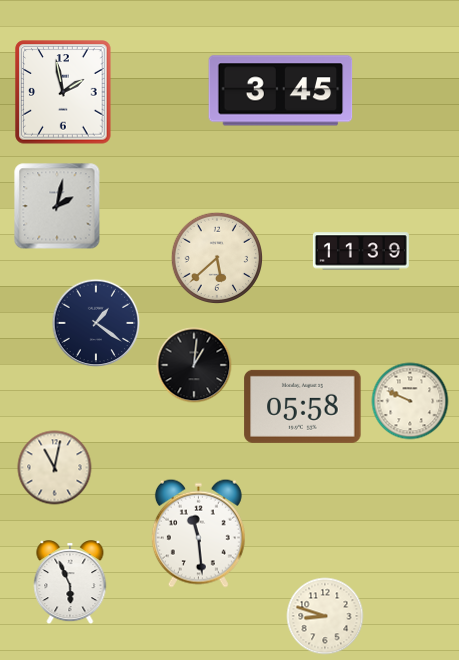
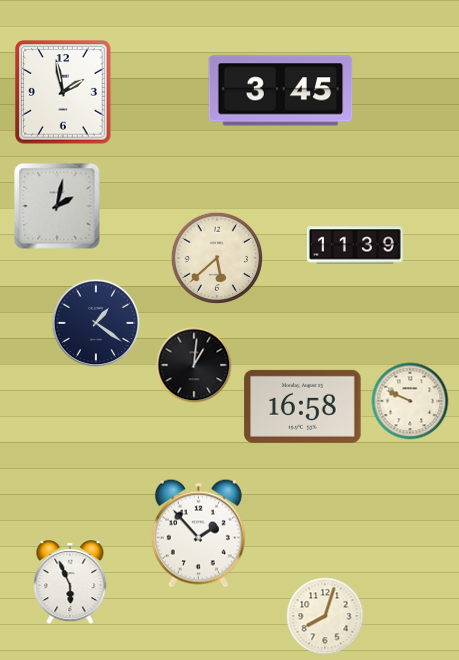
clock at (361, 251) position: (361, 251) -> (355, 245)
clock at (303, 406): 05:58 -> 16:58
clock at (55, 468): 11:02 -> none
clock at (198, 533): 11:29 -> 1:53
clock at (325, 616): 8:48 -> 8:03
